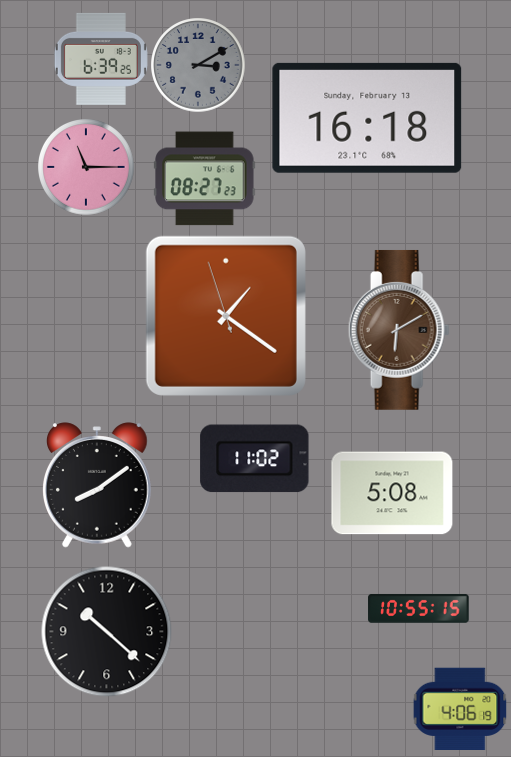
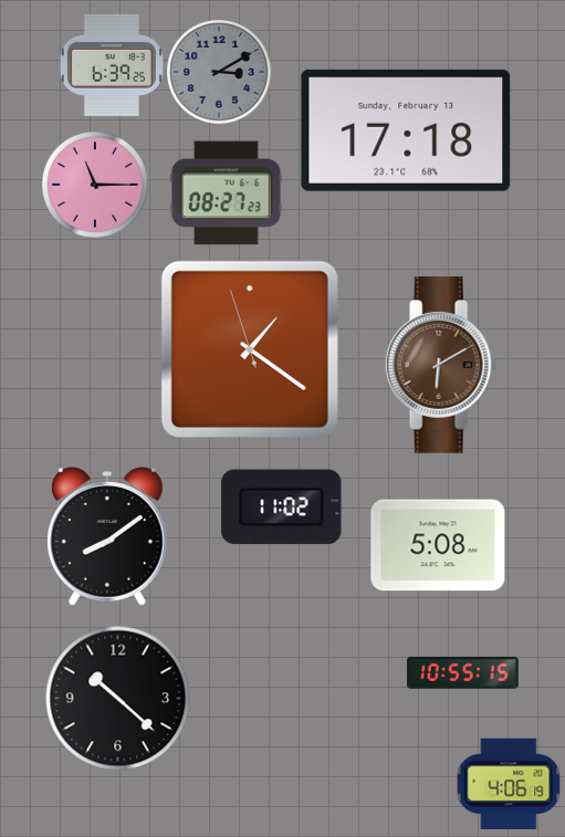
clock at (367, 118): 16:18 -> 17:18
clock at (205, 179) position: (205, 179) -> (227, 193)
clock at (392, 493) position: (392, 493) -> (438, 545)
